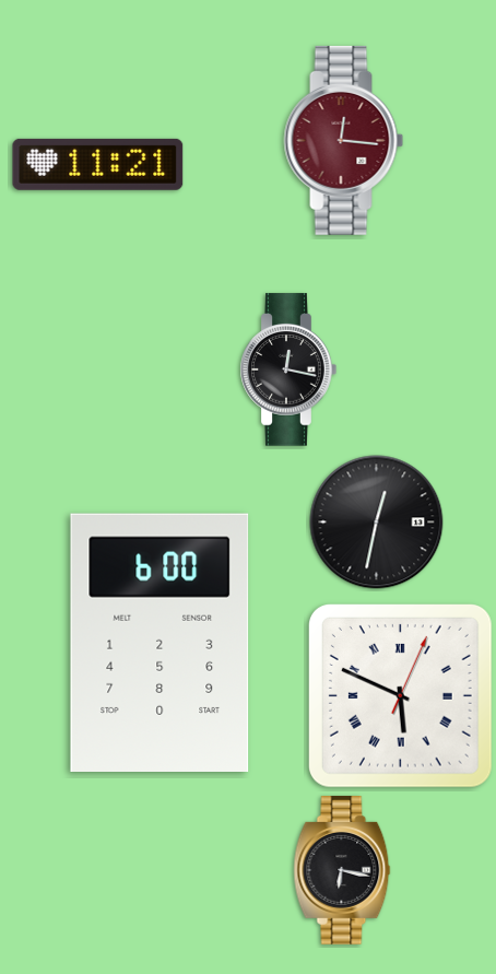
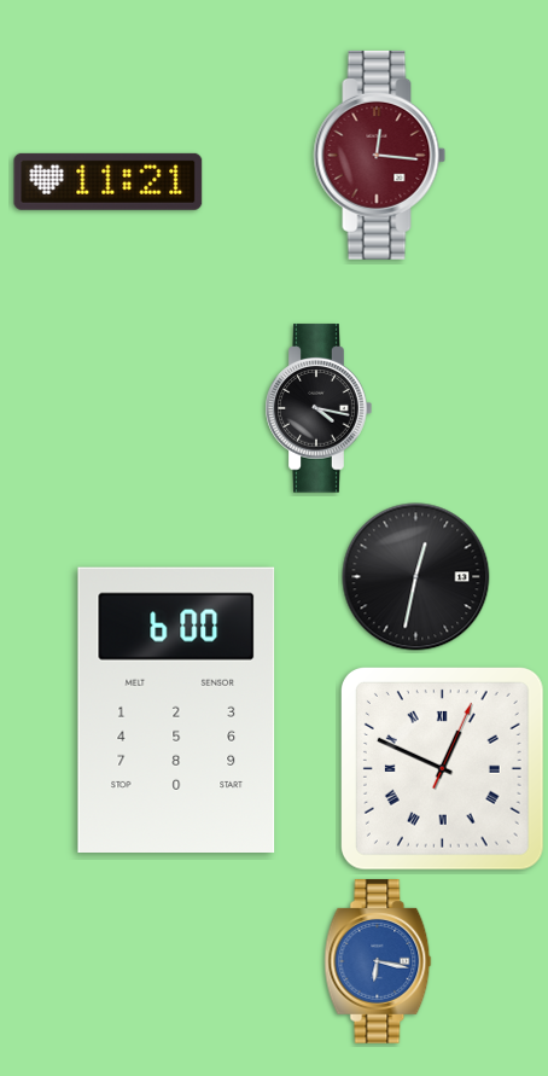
clock at (288, 369): 12:17 -> 4:17
clock at (400, 695): 5:49 -> 12:49
clock at (342, 870) dial: black -> blue
